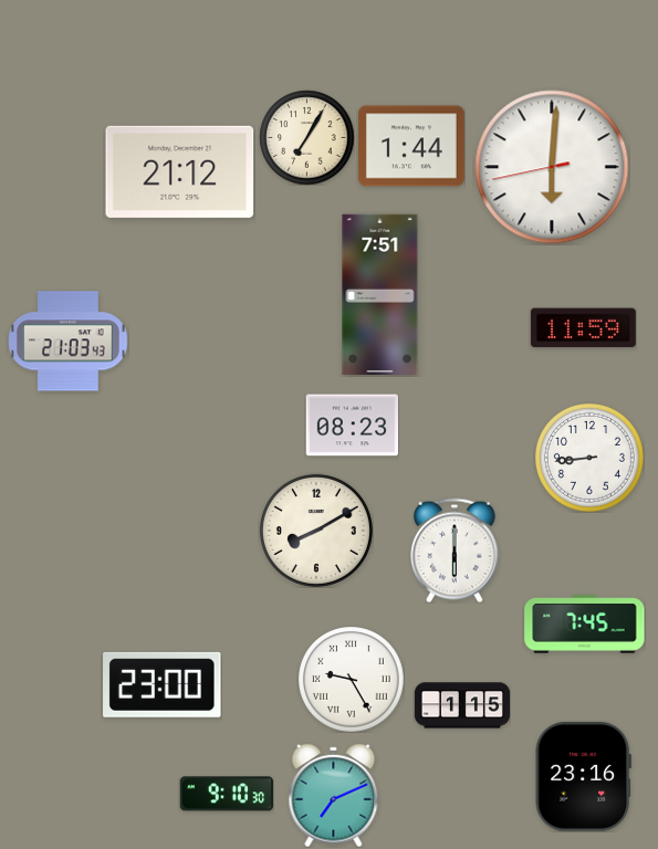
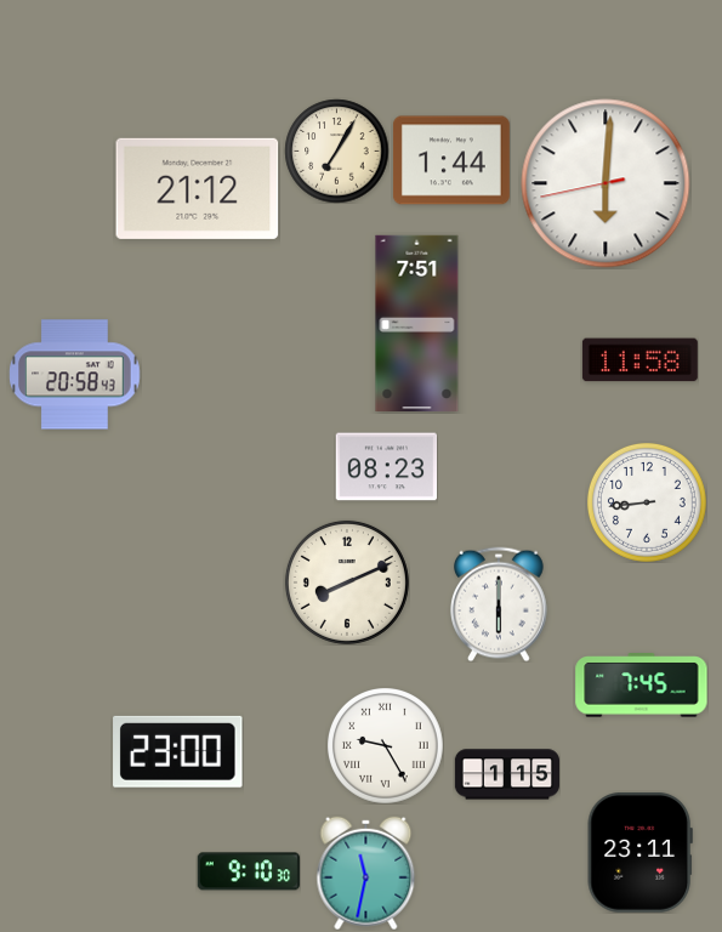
clock at (583, 328): 11:59 -> 11:58
clock at (69, 342): 21:03 -> 20:58
clock at (316, 531): 8:10 -> 8:11
clock at (583, 776): 23:16 -> 23:11
clock at (334, 795): 7:11 -> 11:32
